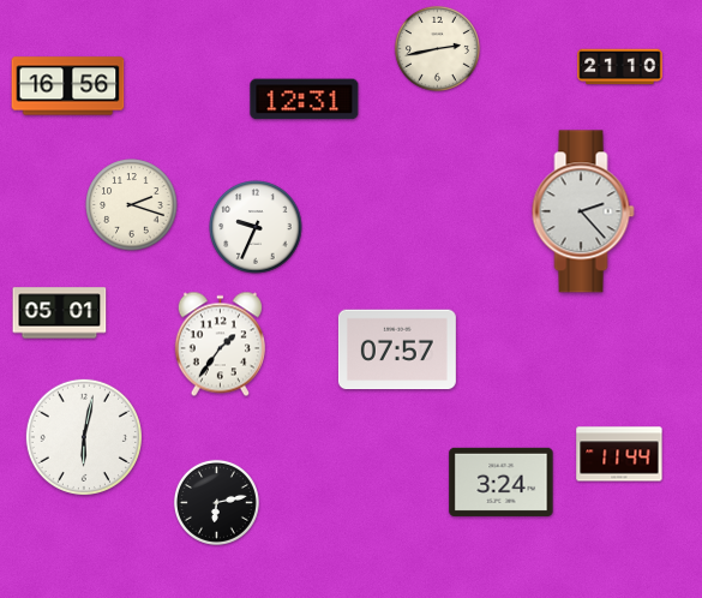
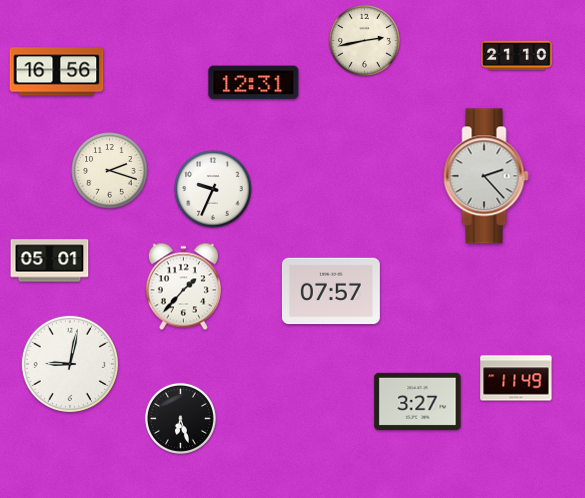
clock at (220, 345): 1:36 -> 1:37
clock at (84, 437): 6:02 -> 9:02
clock at (619, 454): 11:44 -> 11:49
clock at (502, 482): 3:24 -> 3:27
clock at (216, 502): 6:13 -> 6:27
